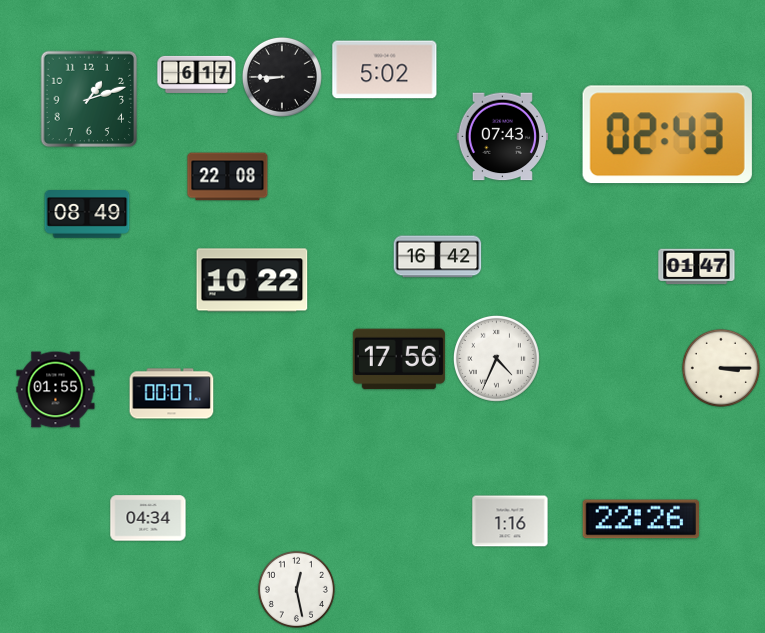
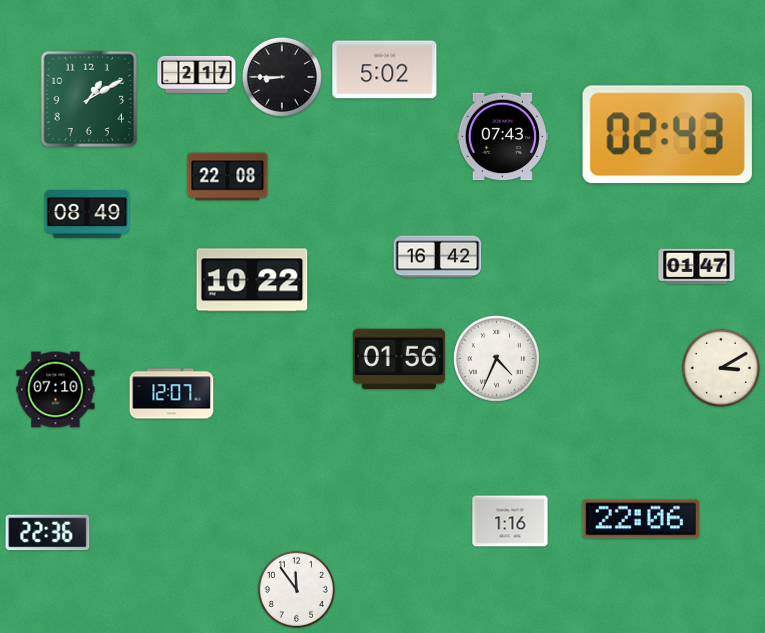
clock at (197, 74): 6:17 -> 2:17
clock at (89, 99): 1:12 -> 1:10
clock at (399, 359): 17:56 -> 01:56
clock at (721, 368): 3:15 -> 3:10
clock at (56, 390): 01:55 -> 07:10
clock at (172, 394): 00:07 -> 12:07
clock at (148, 518): 04:34 -> none
clock at (640, 519): 22:26 -> 22:06
clock at (48, 533): none -> 22:36
clock at (296, 589): 12:28 -> 11:54
